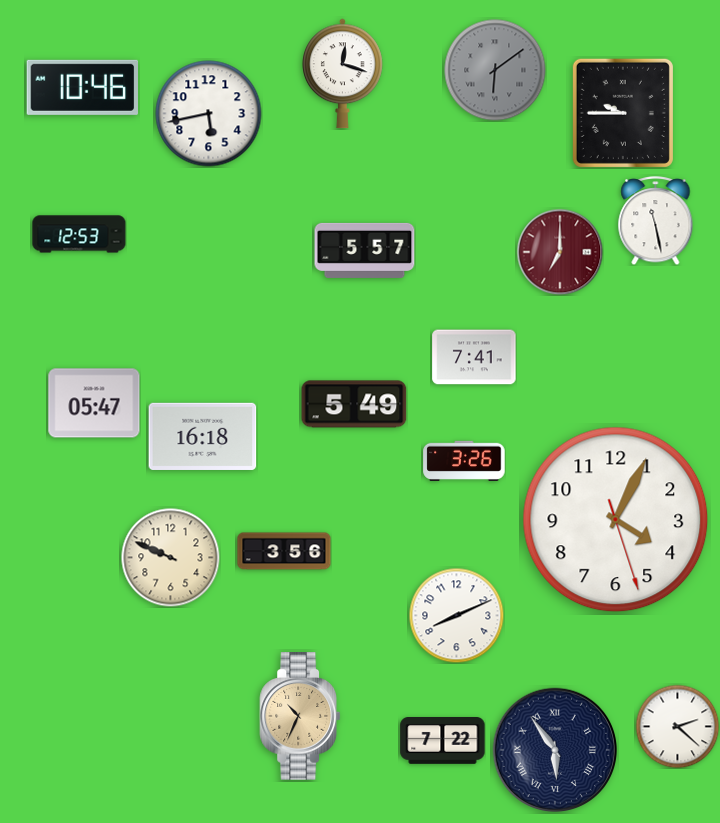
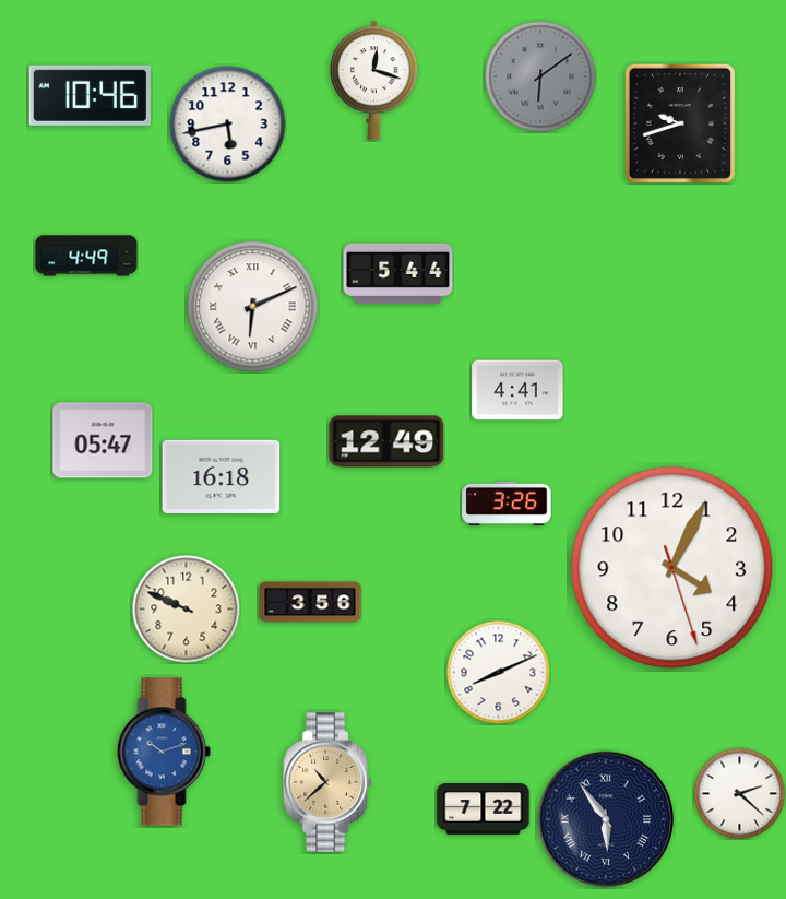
clock at (623, 113): 9:45 -> 9:42
clock at (656, 221): 11:28 -> none
clock at (79, 234): 12:53 -> 4:49
clock at (365, 250): 5:57 -> 5:44
clock at (560, 252): 7:00 -> none
clock at (253, 307): none -> 6:11
clock at (474, 357): 7:41 -> 4:41
clock at (354, 404): 5:49 -> 12:49
clock at (164, 752): none -> 10:12
clock at (300, 716): 10:34 -> 10:38
